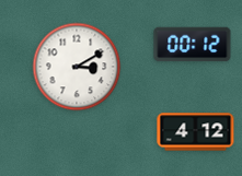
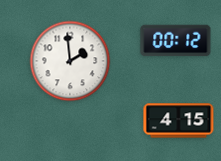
clock at (77, 67): 3:10 -> 1:59
clock at (196, 132): 4:12 -> 4:15
